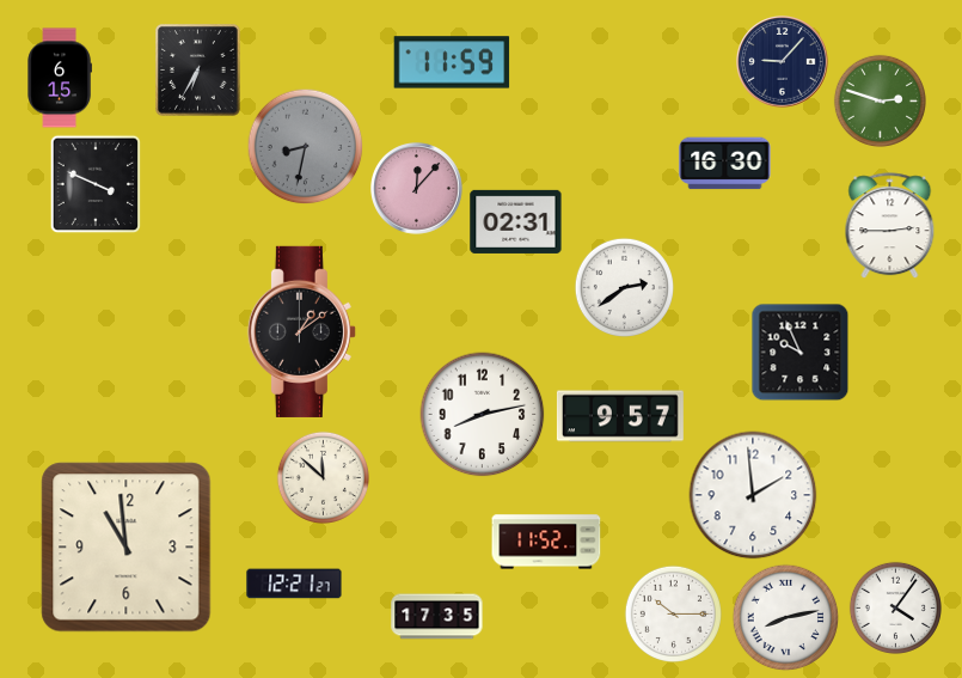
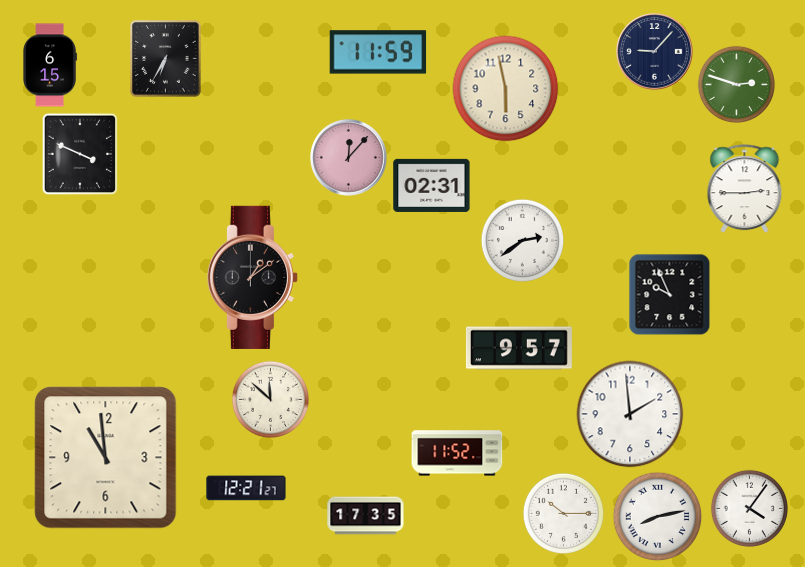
clock at (506, 89): none -> 5:58
clock at (305, 146): 8:32 -> none
clock at (725, 164): 16:30 -> none
clock at (483, 415): 8:13 -> none
